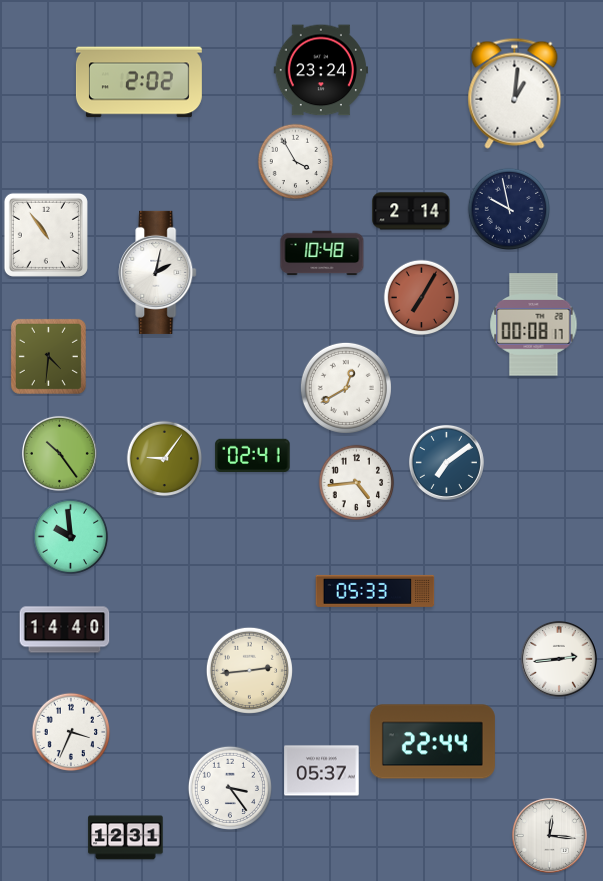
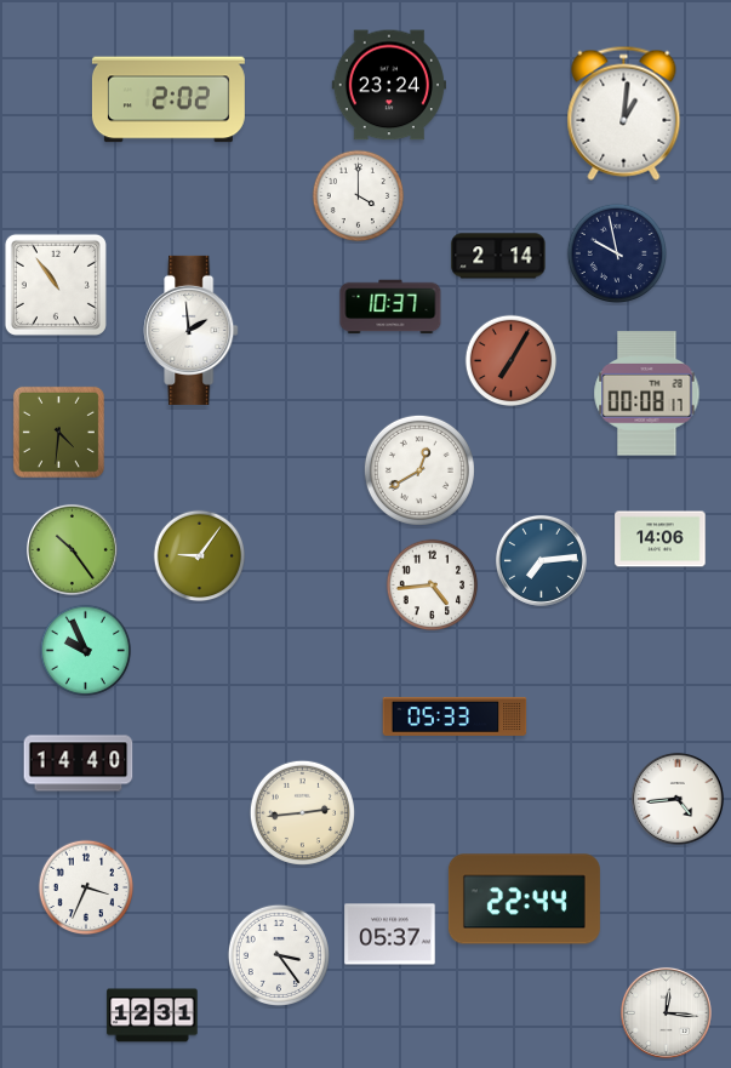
clock at (296, 162): 3:55 -> 4:00
clock at (322, 253): 10:48 -> 10:37
clock at (158, 272): 2:02 -> 1:59
clock at (661, 539): none -> 14:06
clock at (253, 456): 02:41 -> none
clock at (446, 462): 7:09 -> 7:14
clock at (71, 537): 9:59 -> 9:56
clock at (559, 659): 2:44 -> 4:44
